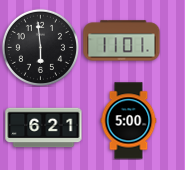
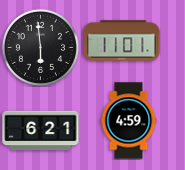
clock at (129, 121): 5:00 -> 4:59
clock at (44, 128) position: (44, 128) -> (41, 131)
